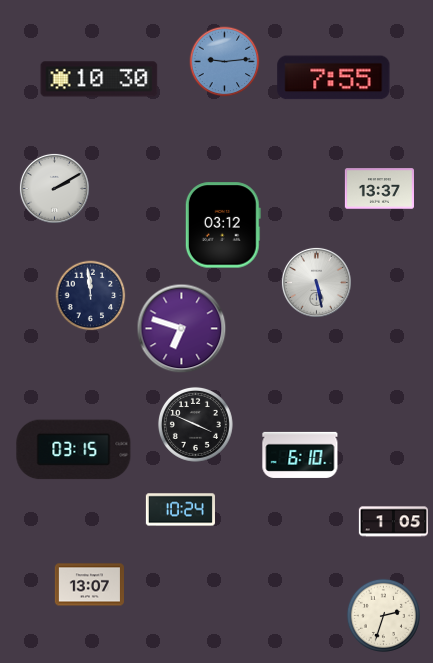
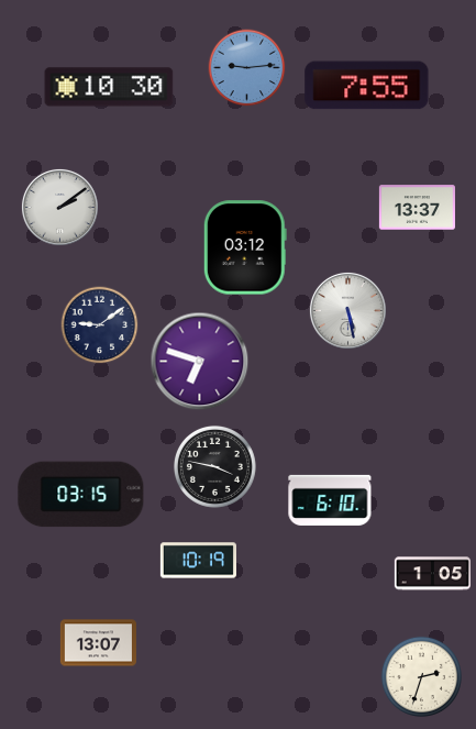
clock at (54, 188): 2:10 -> 2:09
clock at (91, 296): 11:59 -> 9:09
clock at (195, 424): 3:49 -> 3:47
clock at (180, 510): 10:24 -> 10:19
